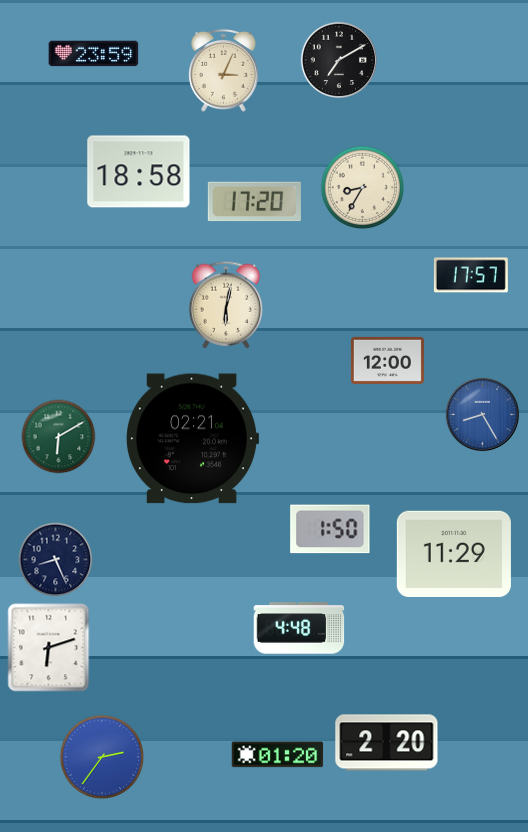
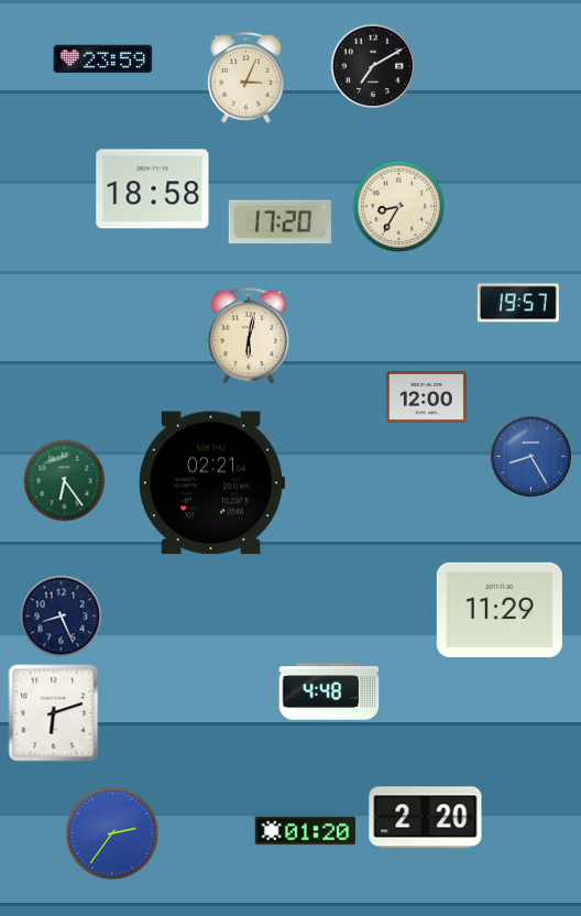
clock at (471, 275): 17:57 -> 19:57
clock at (59, 437): 6:10 -> 6:24
clock at (330, 529): 1:50 -> none
